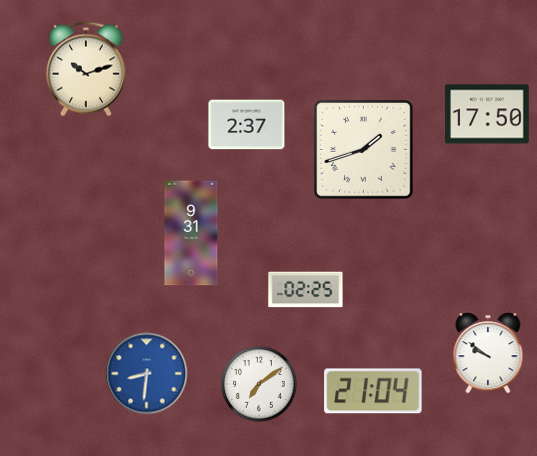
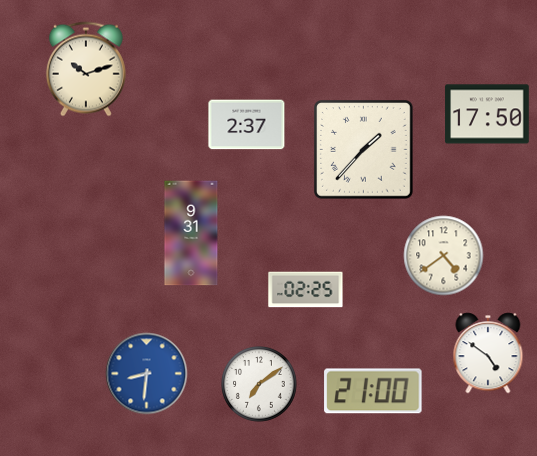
clock at (364, 150): 1:42 -> 1:37
clock at (444, 256): none -> 4:39
clock at (488, 353): 9:51 -> 4:51
clock at (373, 391): 21:04 -> 21:00
